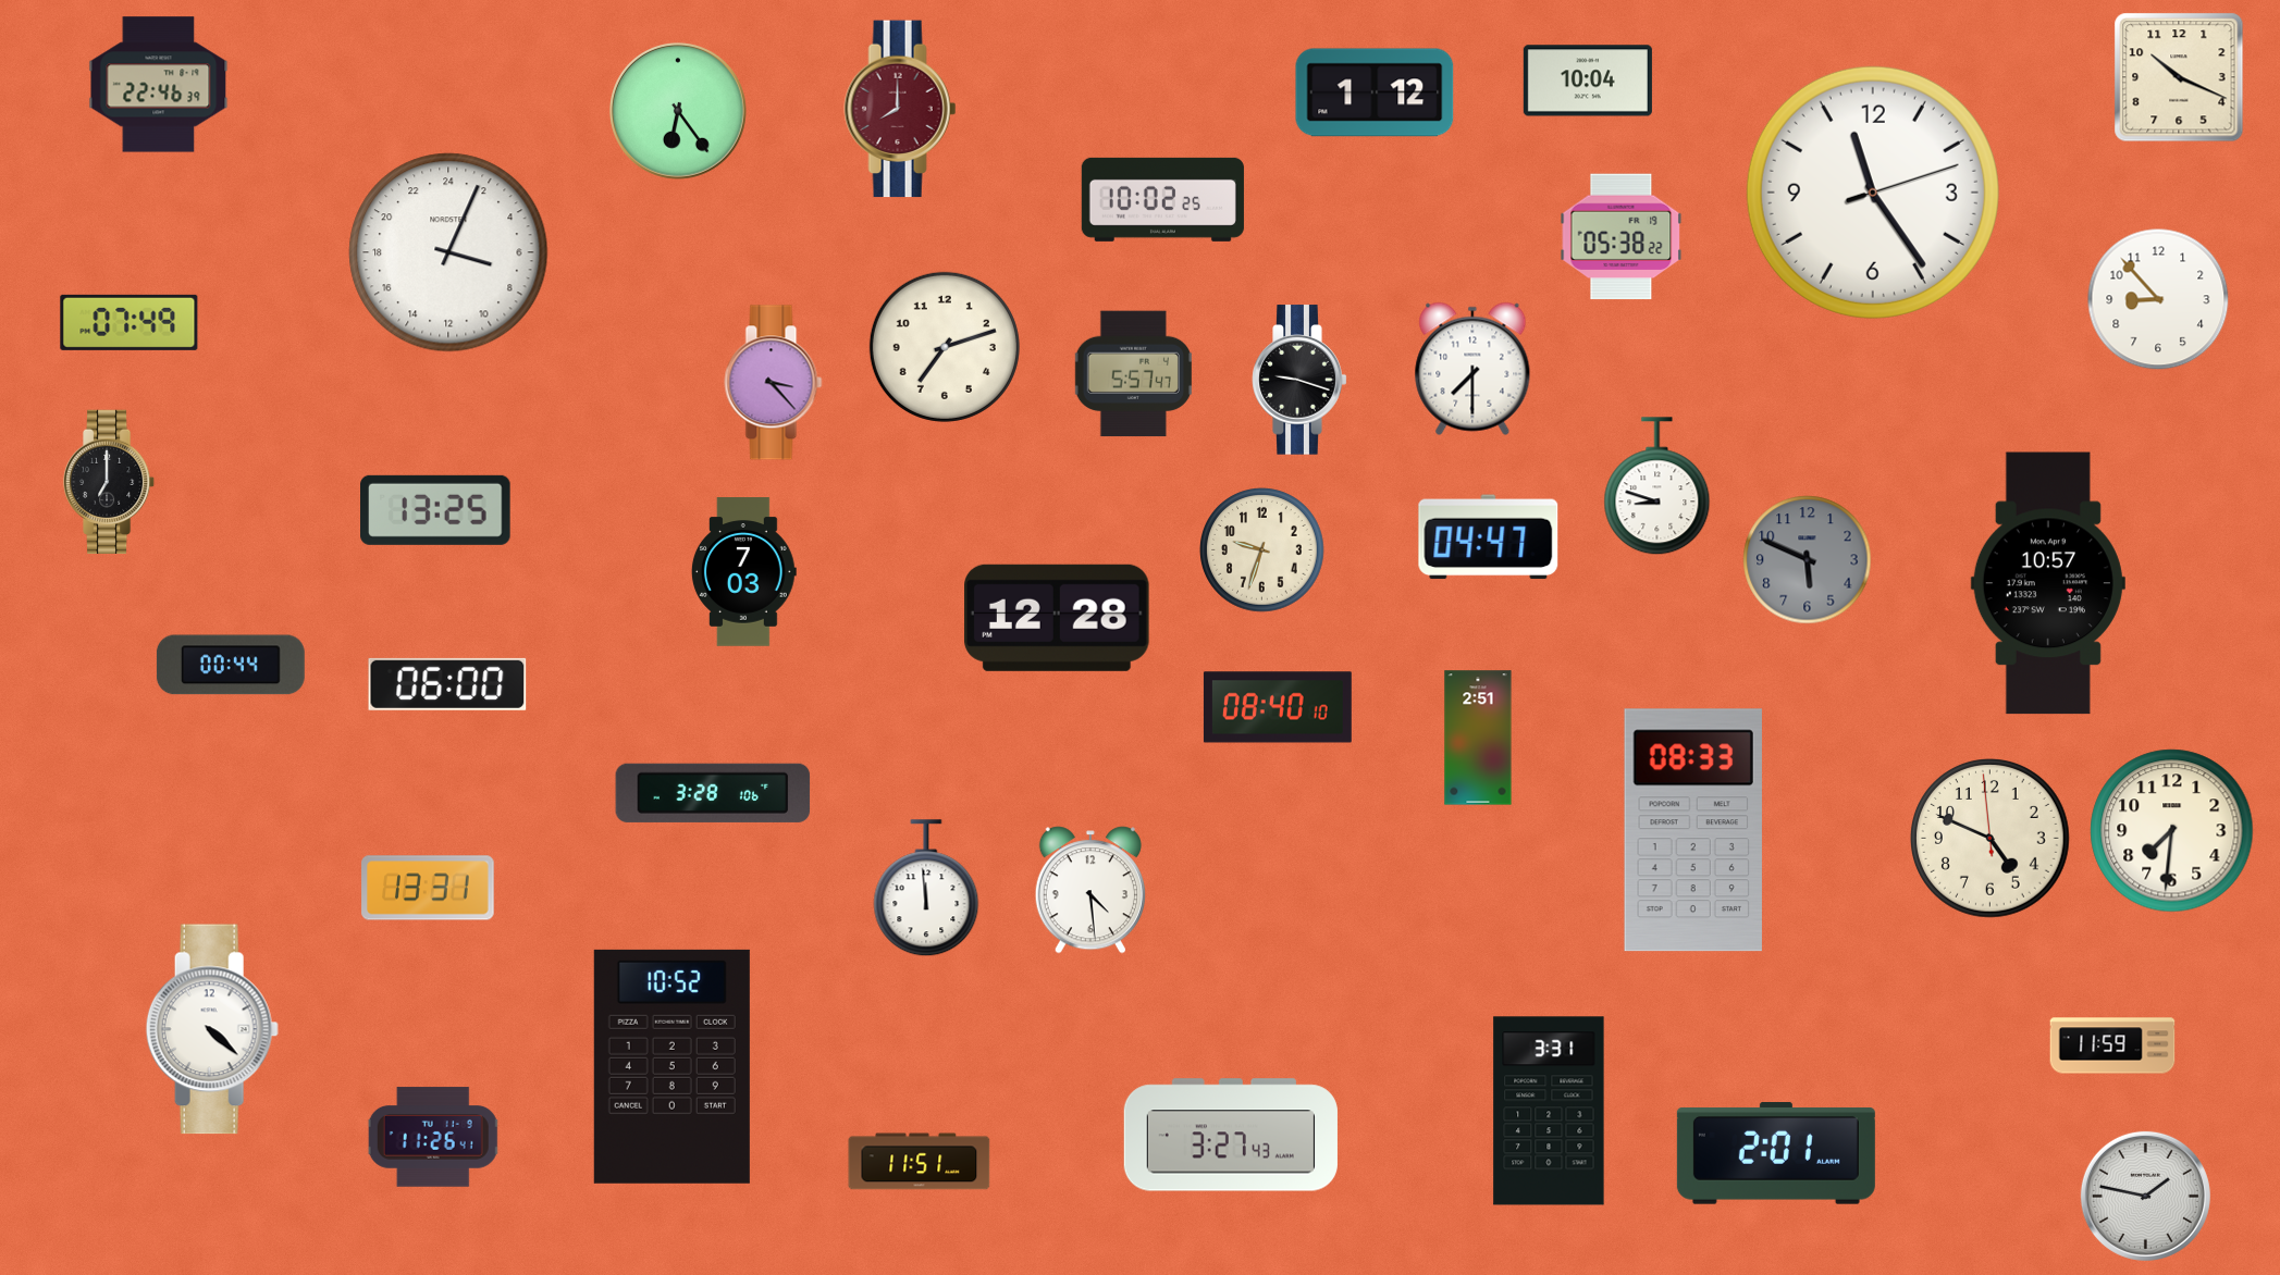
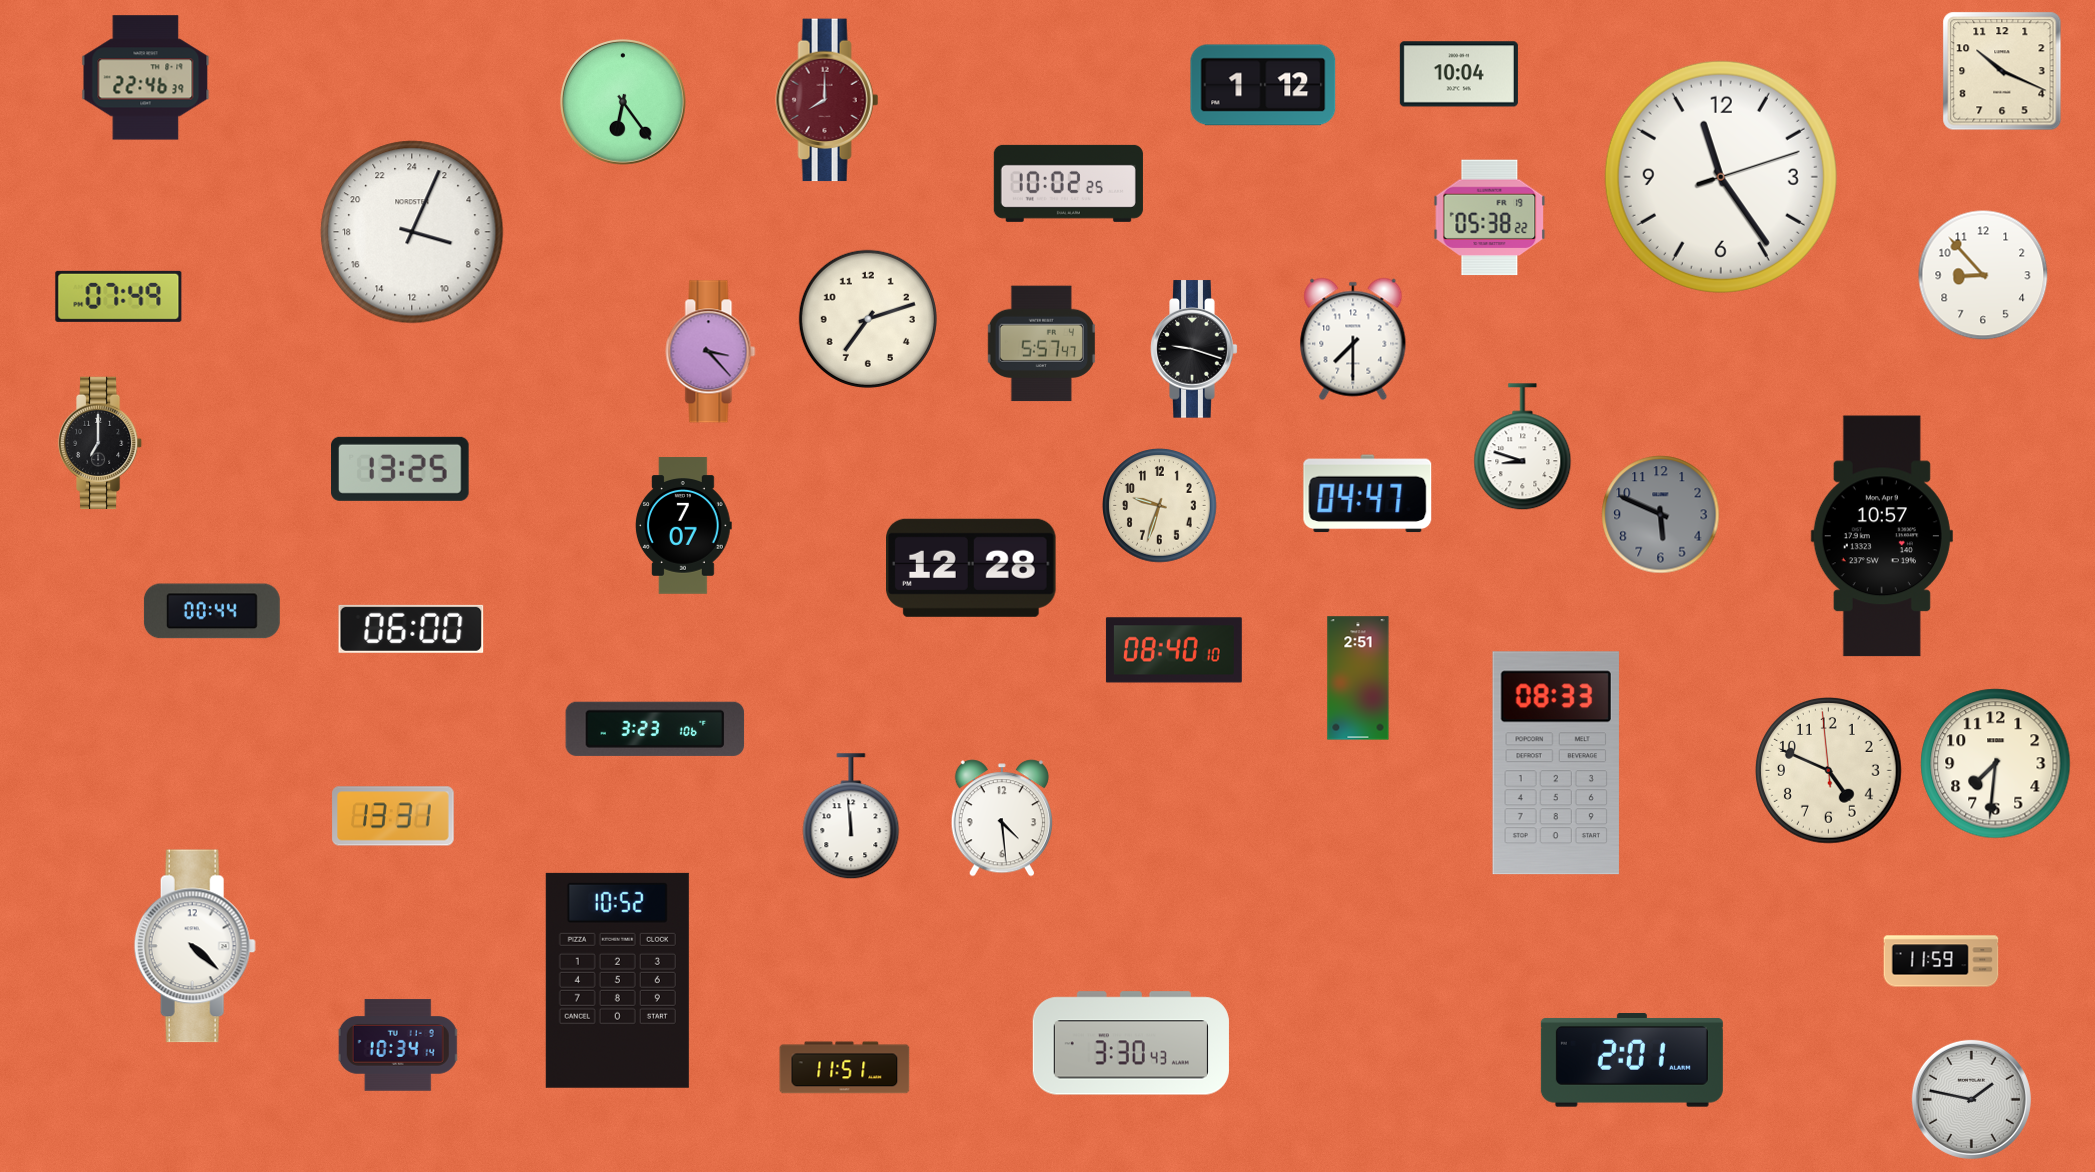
clock at (743, 572): 7:03 -> 7:07
clock at (713, 793): 3:28 -> 3:23
clock at (1549, 1111): 3:31 -> none
clock at (1231, 1135): 3:27 -> 3:30
clock at (433, 1137): 11:26 -> 10:34
